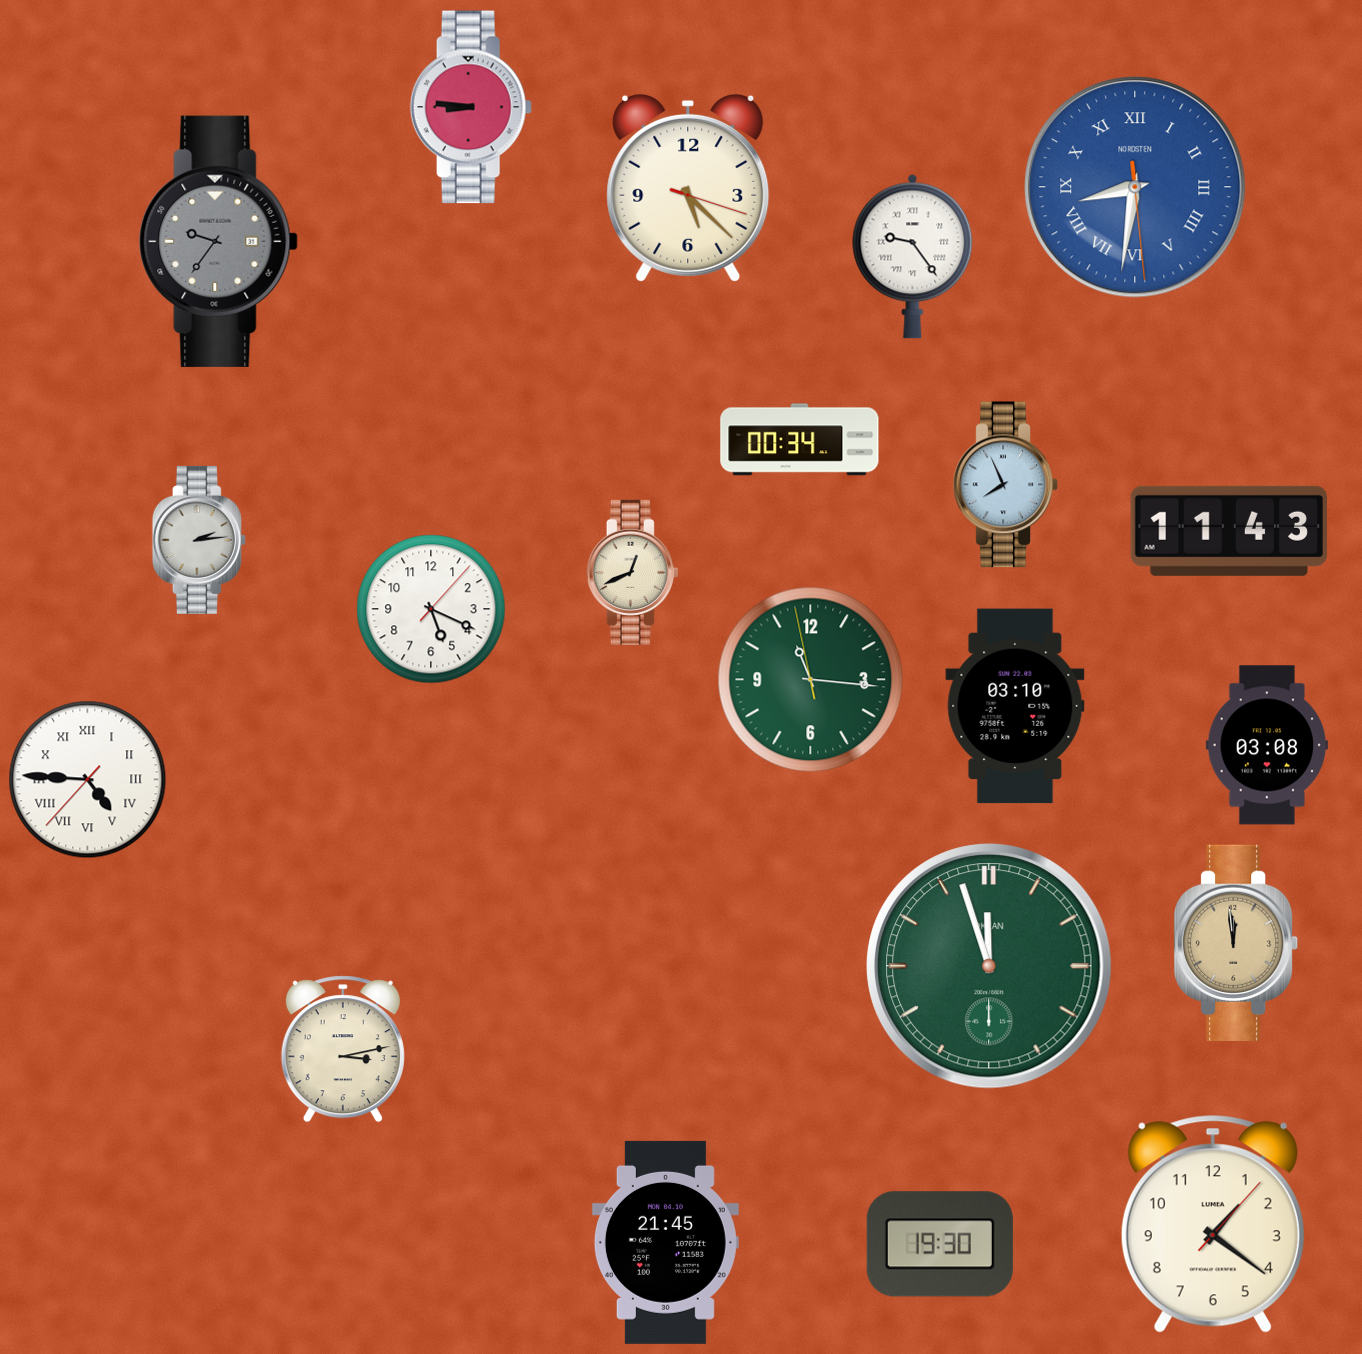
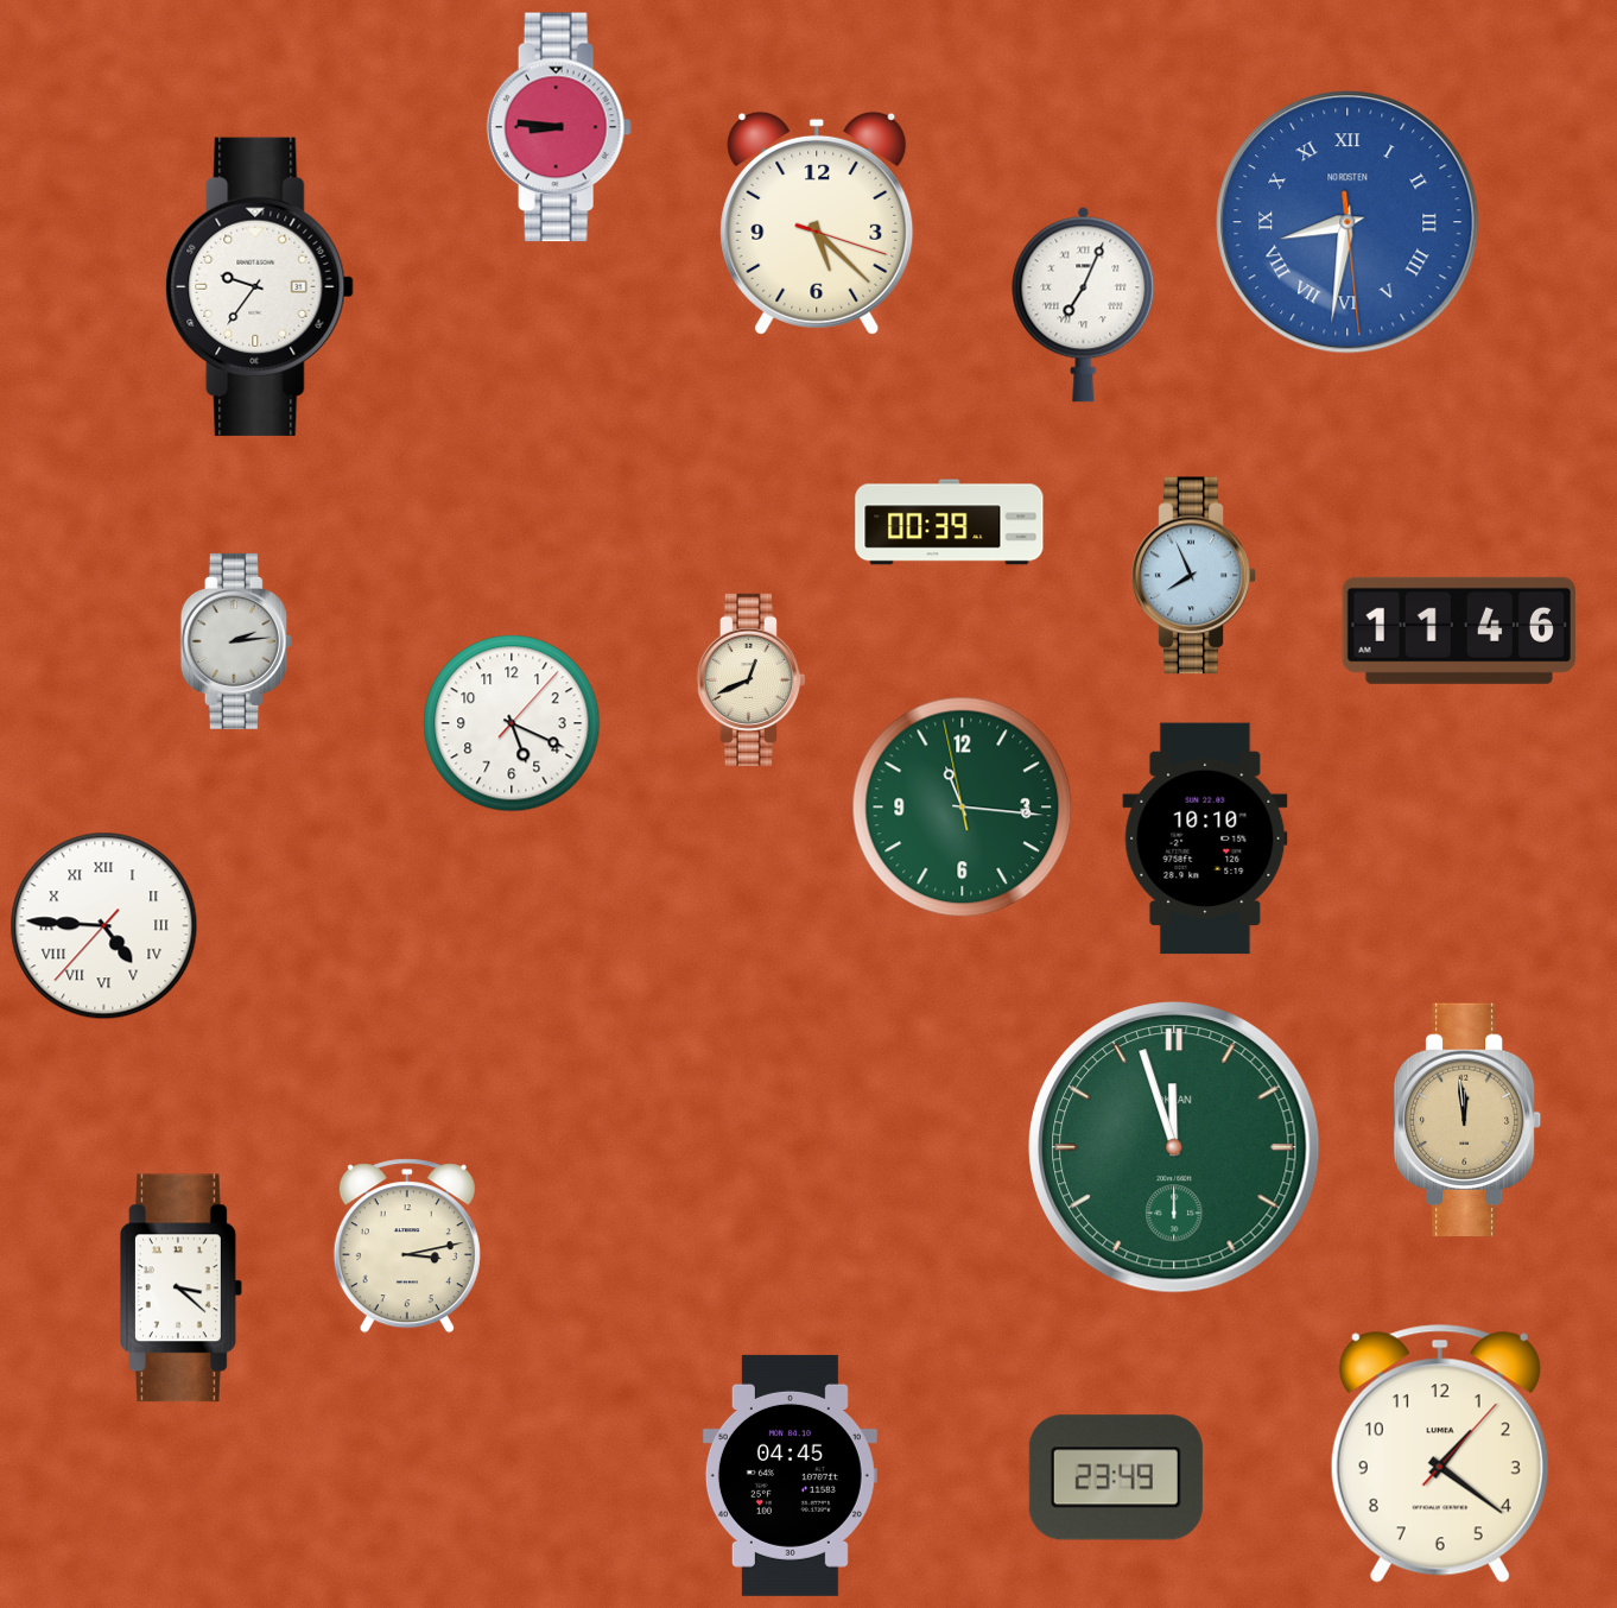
clock at (219, 241) dial: grey -> white
clock at (913, 256): 9:24 -> 7:04
clock at (800, 440): 00:34 -> 00:39
clock at (1229, 531): 11:43 -> 11:46
clock at (1015, 706): 03:10 -> 10:10
clock at (1267, 745): 03:08 -> none
clock at (180, 1289): none -> 3:22
clock at (665, 1242): 21:45 -> 04:45
clock at (940, 1244): 19:30 -> 23:49
